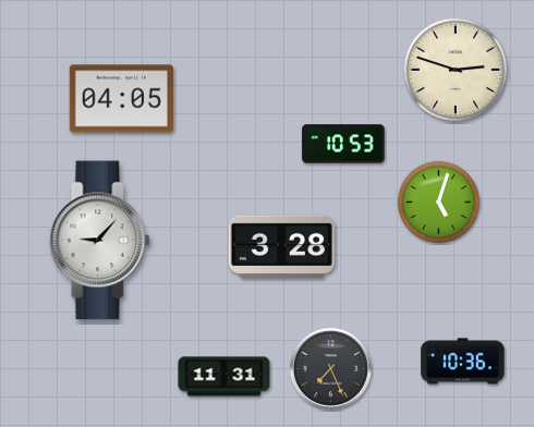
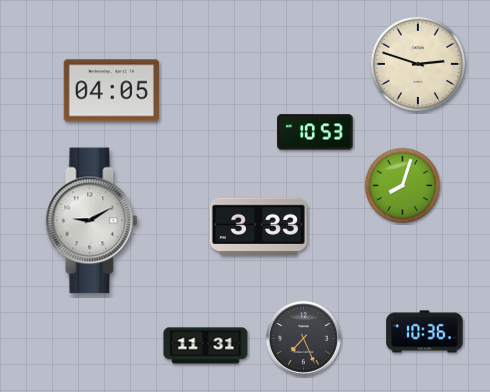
clock at (439, 203): 5:03 -> 8:03
clock at (100, 241): 9:07 -> 9:10
clock at (281, 246): 3:28 -> 3:33
